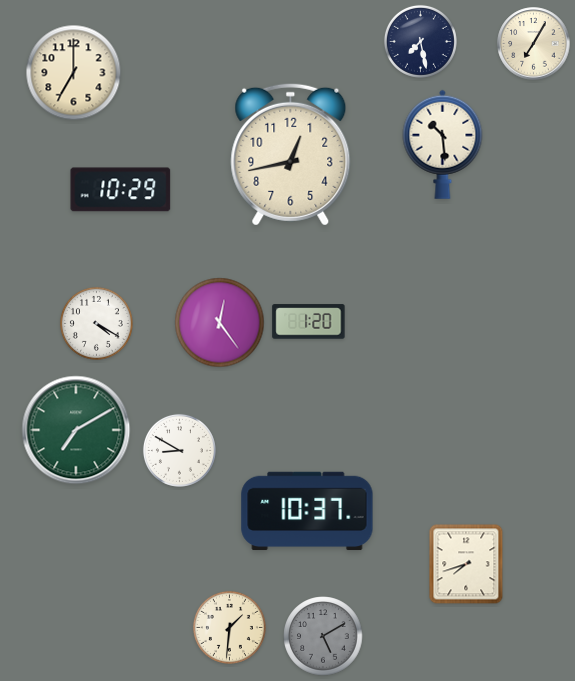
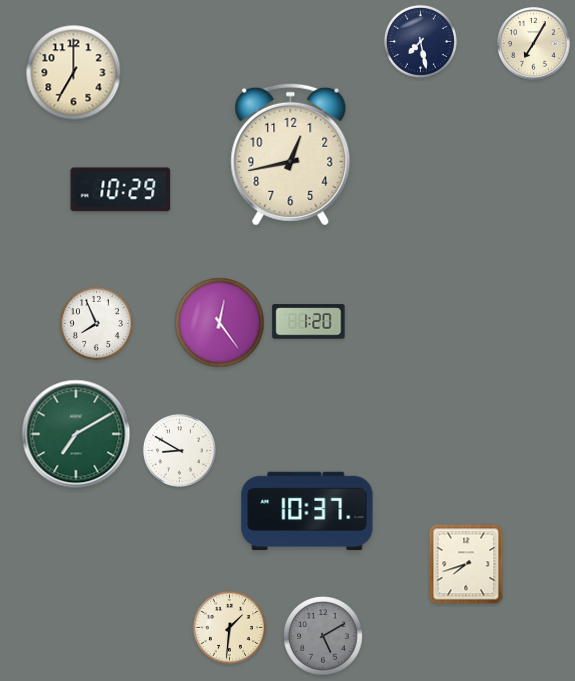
clock at (443, 144): 10:29 -> none
clock at (96, 323): 4:20 -> 7:56
clock at (76, 430) position: (76, 430) -> (76, 434)
